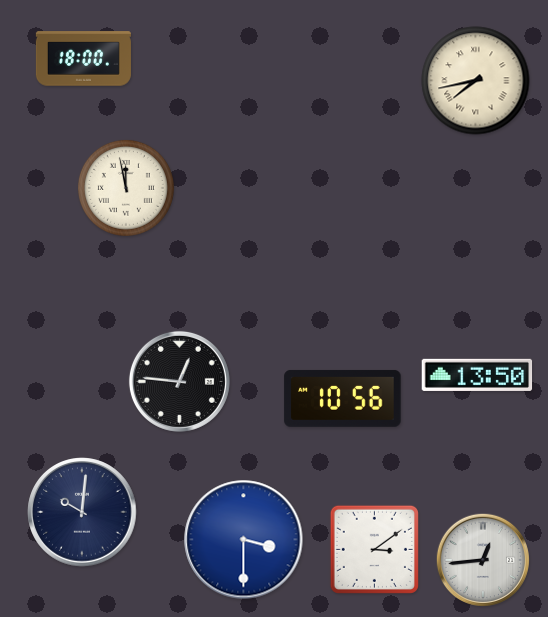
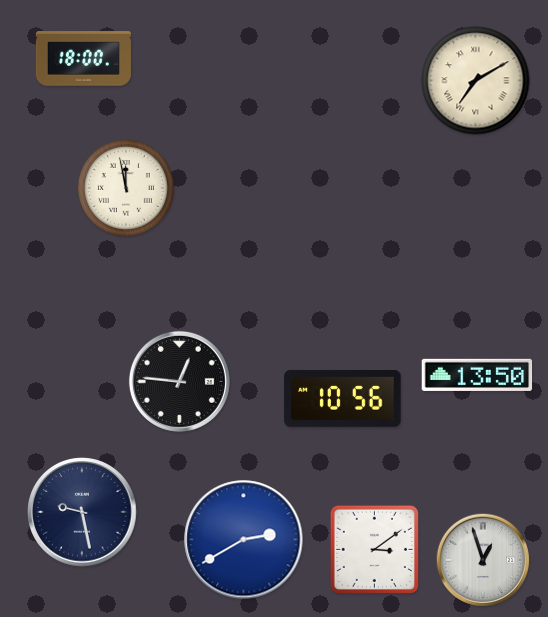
clock at (476, 81): 7:43 -> 7:10
clock at (82, 512): 10:01 -> 9:28
clock at (244, 540): 3:30 -> 2:40
clock at (482, 559): 12:44 -> 12:57
